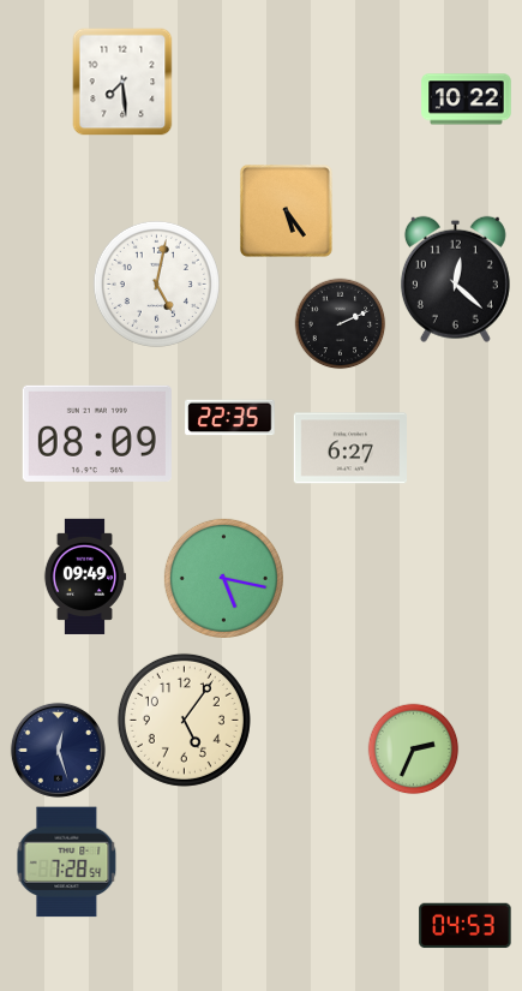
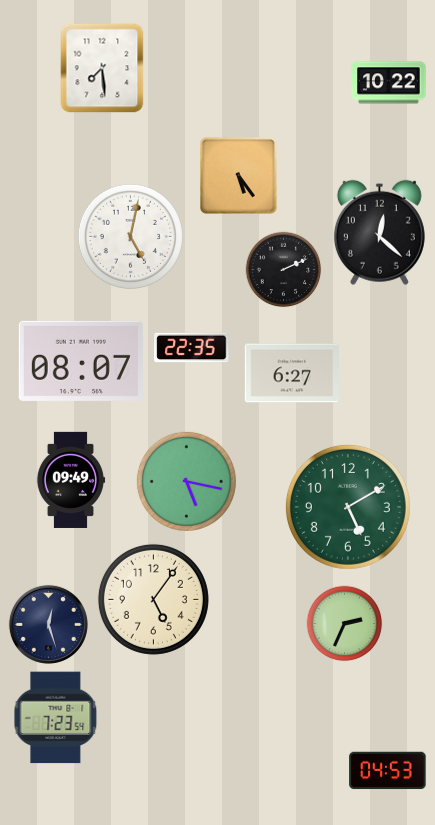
clock at (97, 434): 08:09 -> 08:07
clock at (348, 507): none -> 5:10
clock at (67, 862): 7:28 -> 7:23
